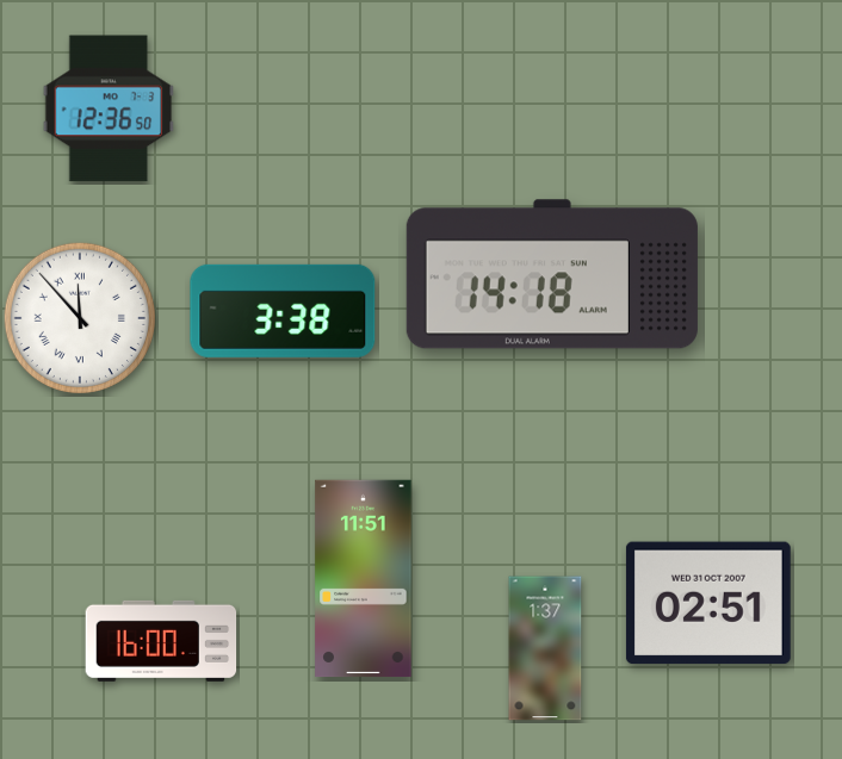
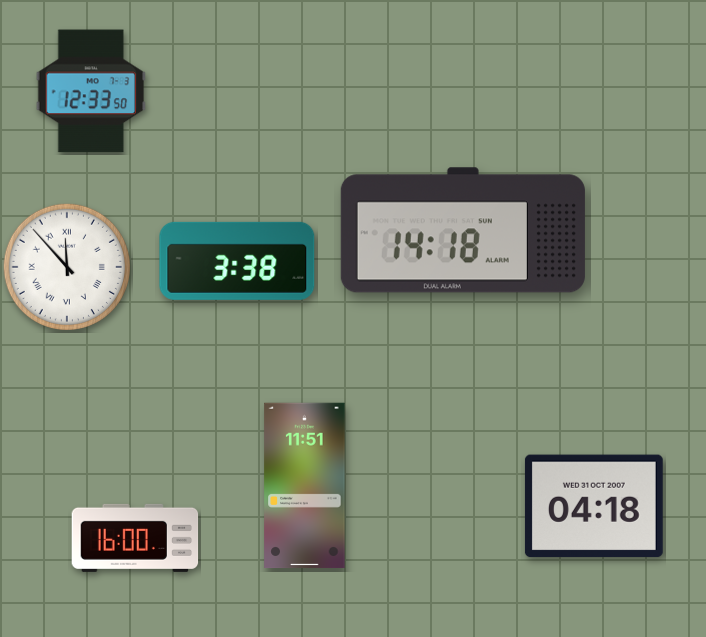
clock at (109, 108): 12:36 -> 12:33
clock at (708, 603): 02:51 -> 04:18
clock at (545, 648): 1:37 -> none
